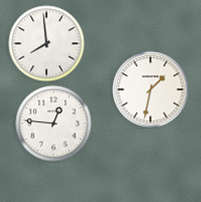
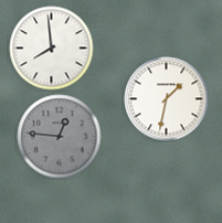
clock at (54, 124) dial: white -> grey
